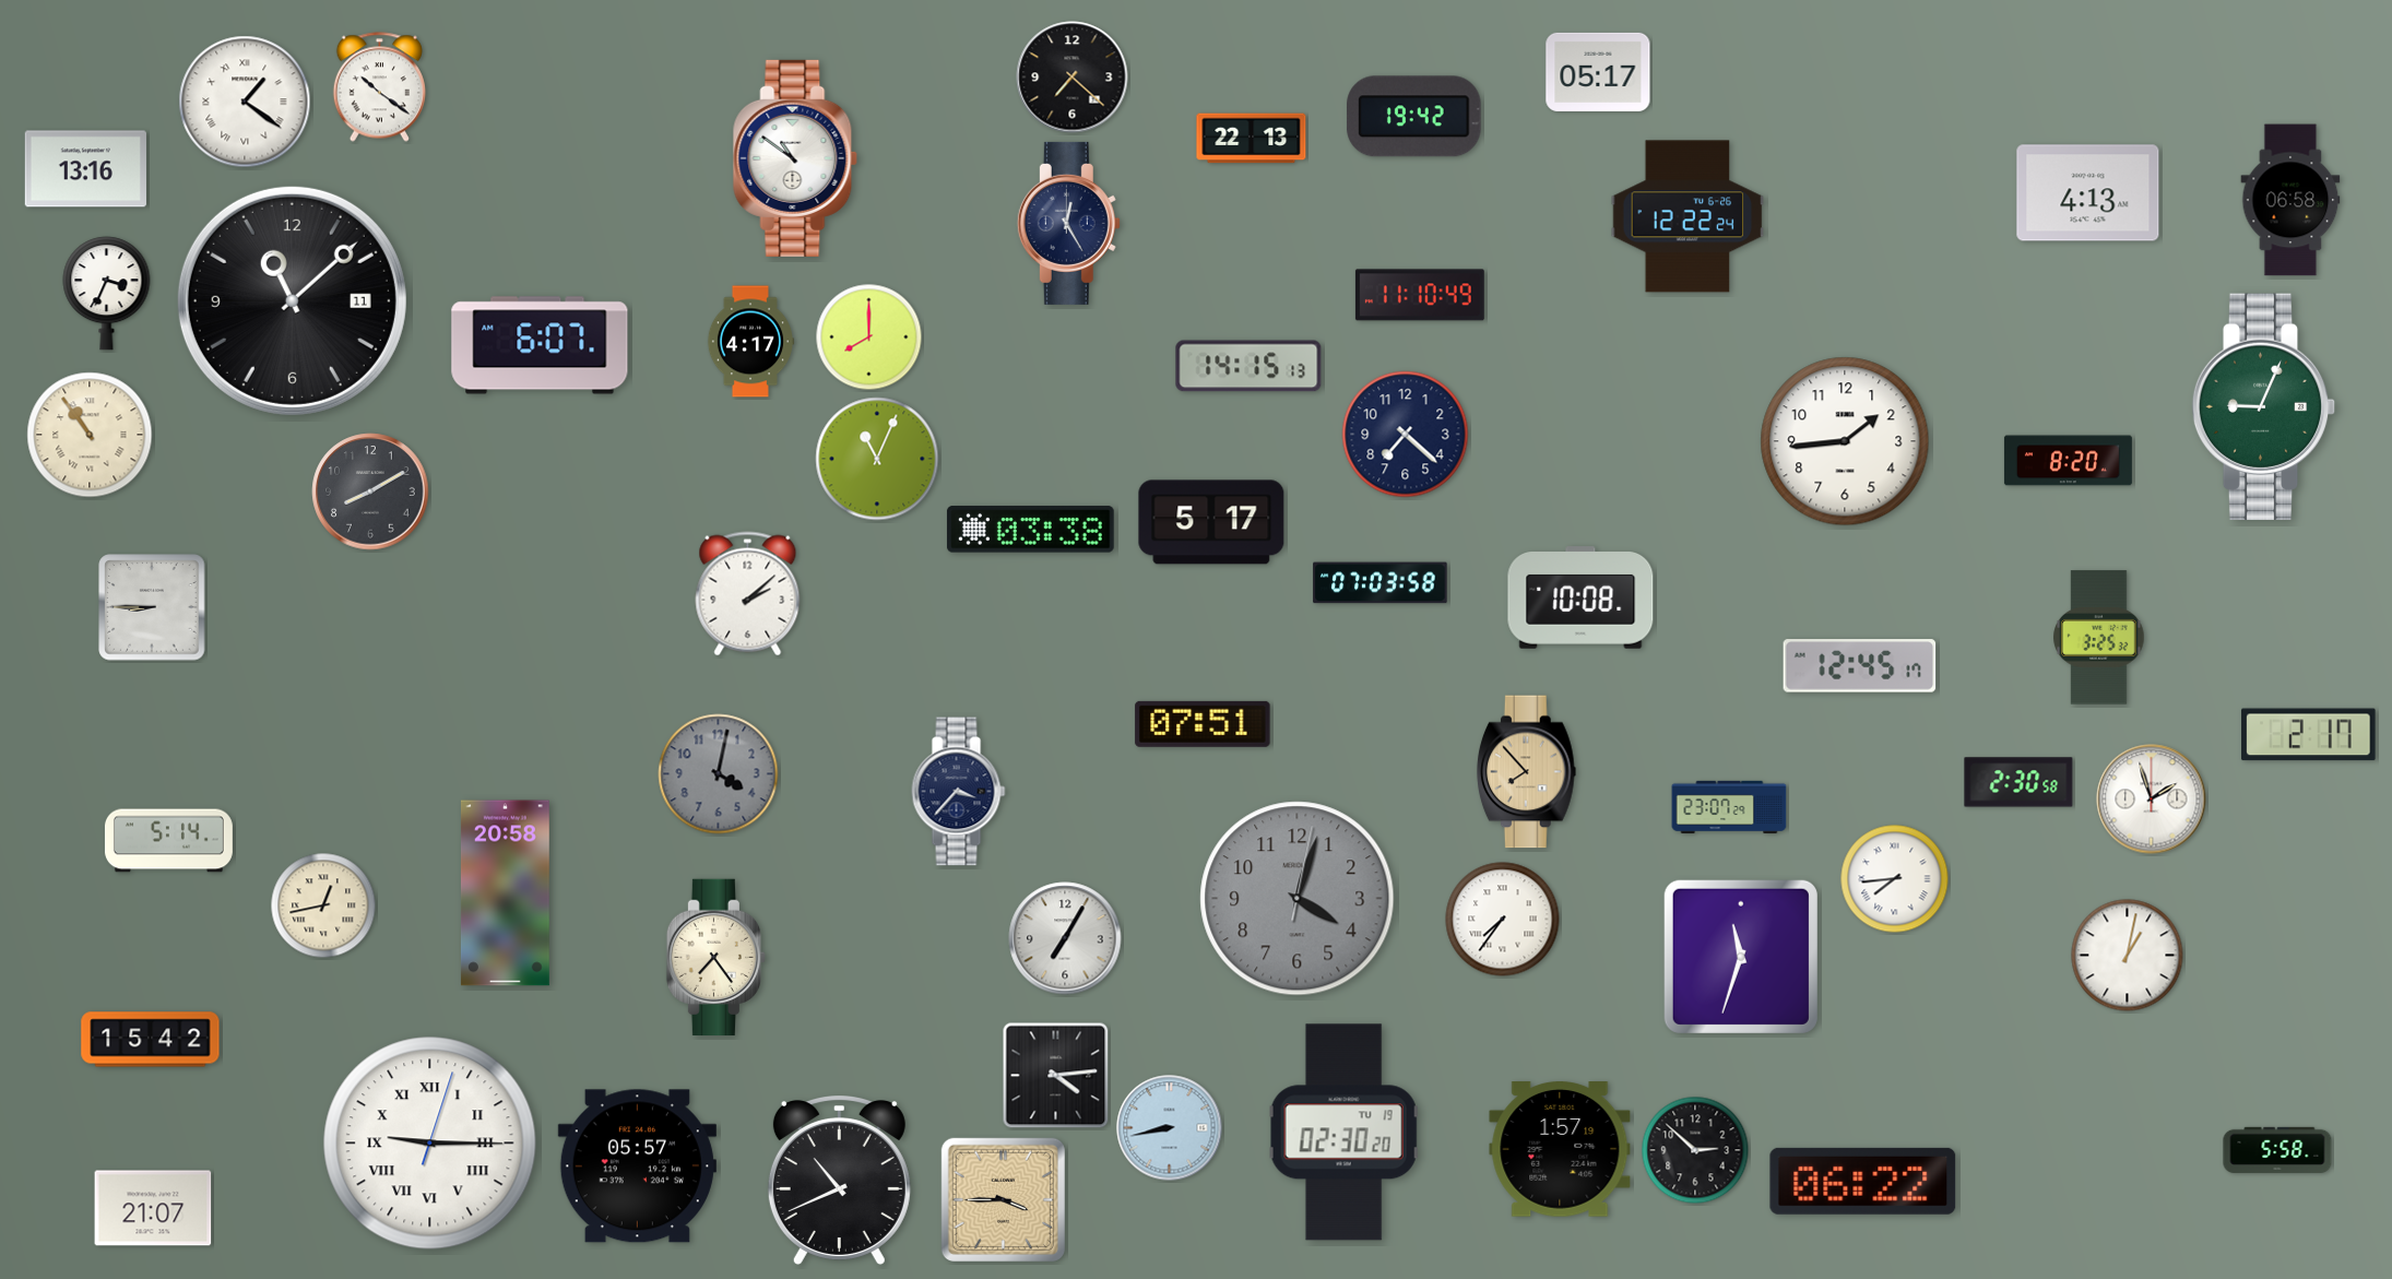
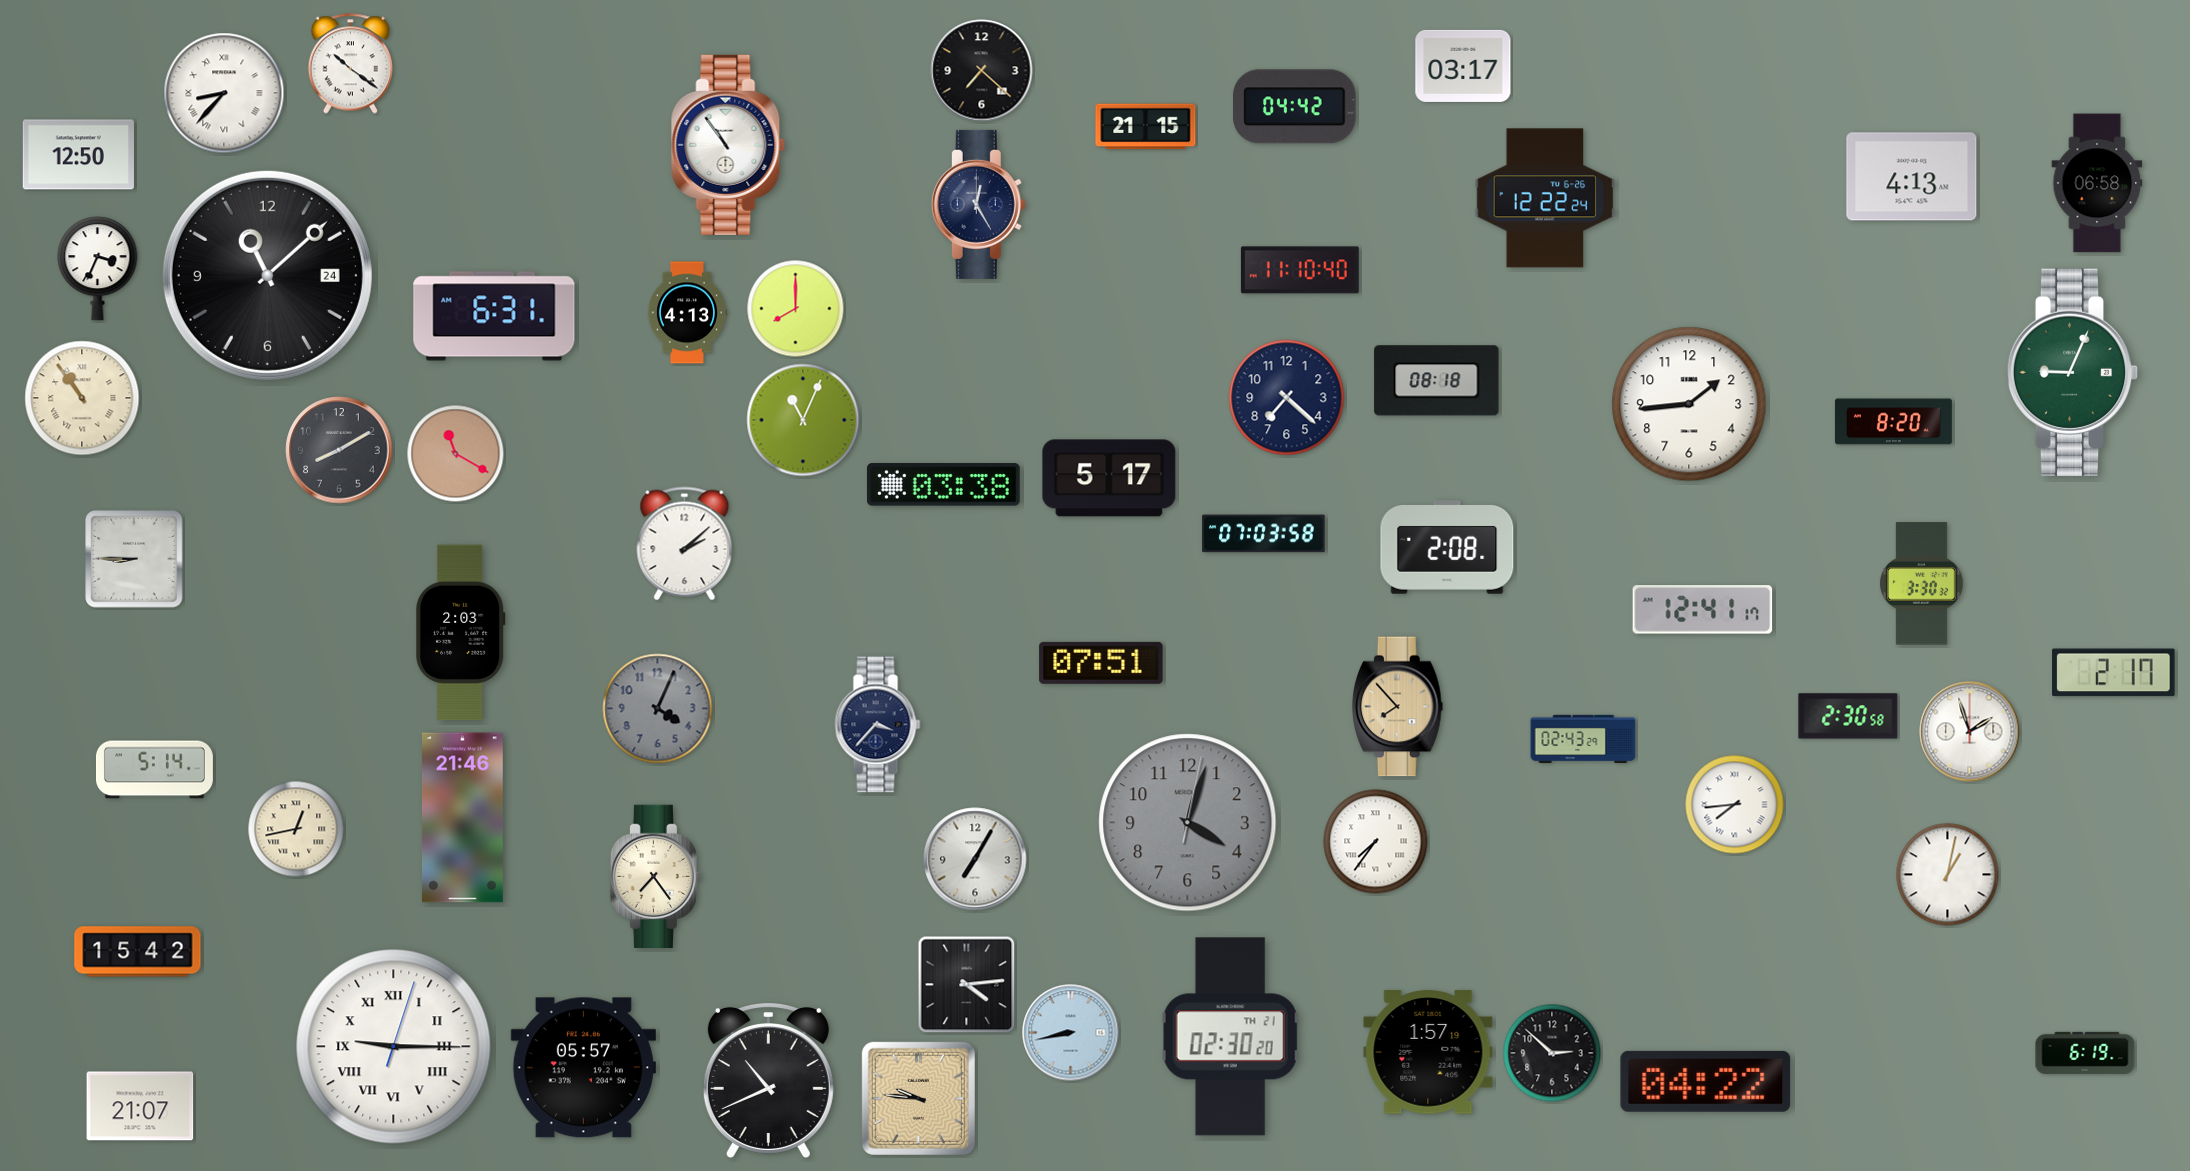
clock at (1598, 72): 05:17 -> 03:17
clock at (379, 87) position: (379, 87) -> (350, 64)
clock at (245, 102): 1:21 -> 8:37
clock at (1414, 117): 19:42 -> 04:42
clock at (1252, 139): 22:13 -> 21:15
clock at (795, 158): 10:51 -> 10:54
clock at (85, 169): 13:16 -> 12:50
clock at (1420, 295): 11:10:49 -> 11:10:40
clock at (292, 300) date: 11 -> 24
clock at (750, 342): 4:17 -> 4:13
clock at (540, 345): 6:07 -> 6:31
clock at (1248, 366): 14:15 -> none
clock at (1437, 381): none -> 08:18
clock at (456, 454): none -> 11:20
clock at (1580, 597): 10:08 -> 2:08
clock at (152, 607) position: (152, 607) -> (134, 559)
clock at (2099, 638): 3:25 -> 3:30
clock at (1860, 666): 12:45 -> 12:41
clock at (461, 633): none -> 2:03
clock at (719, 774): 4:02 -> 4:04
clock at (1729, 807): 23:07 -> 02:43
clock at (505, 893): 20:58 -> 21:46
clock at (1741, 957): 11:33 -> none
clock at (1345, 1133) date: TU 19 -> TH 21
clock at (2277, 1150): 5:58 -> 6:19
clock at (1863, 1181): 06:22 -> 04:22
clock at (1003, 1199): 3:45 -> 9:46
